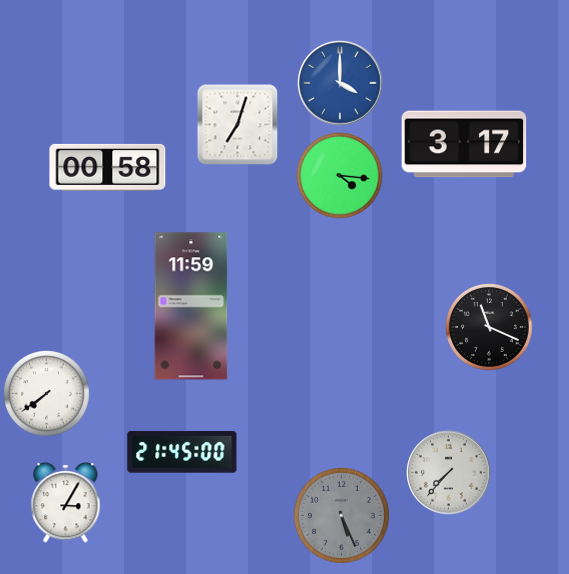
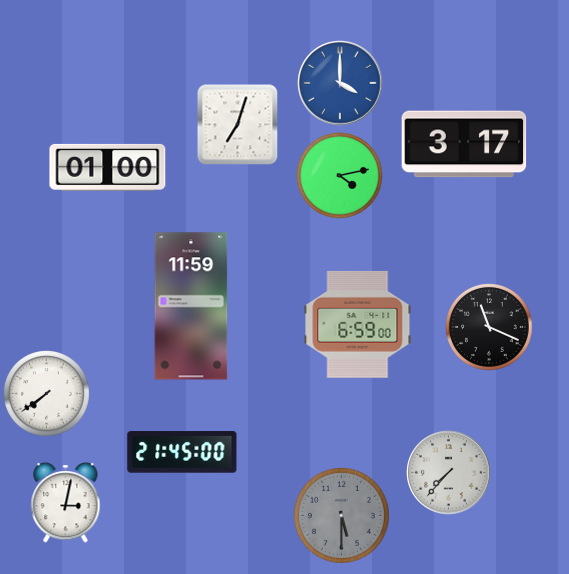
clock at (108, 167): 00:58 -> 01:00
clock at (340, 176): 4:16 -> 4:13
clock at (358, 324): none -> 6:59
clock at (66, 503): 3:05 -> 3:02
clock at (341, 515): 5:26 -> 5:30
